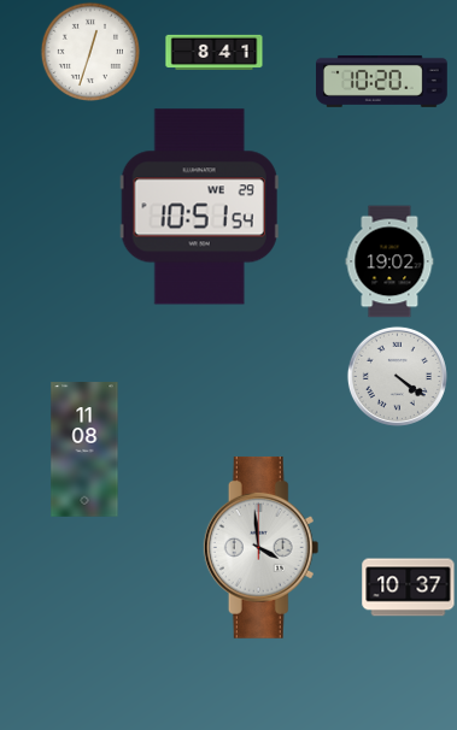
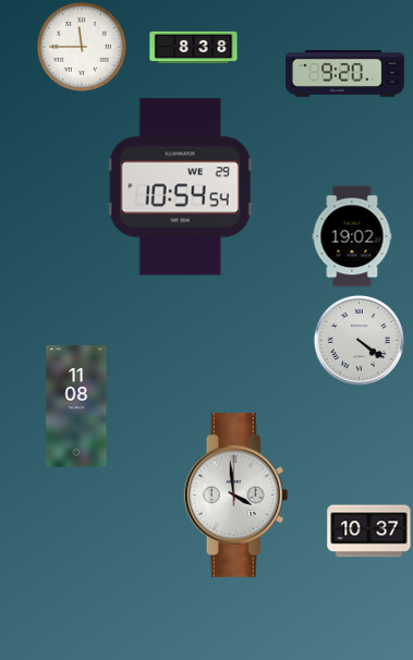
clock at (89, 51): 12:33 -> 11:45
clock at (215, 53): 8:41 -> 8:38
clock at (382, 81): 10:20 -> 9:20
clock at (199, 207): 10:51 -> 10:54
